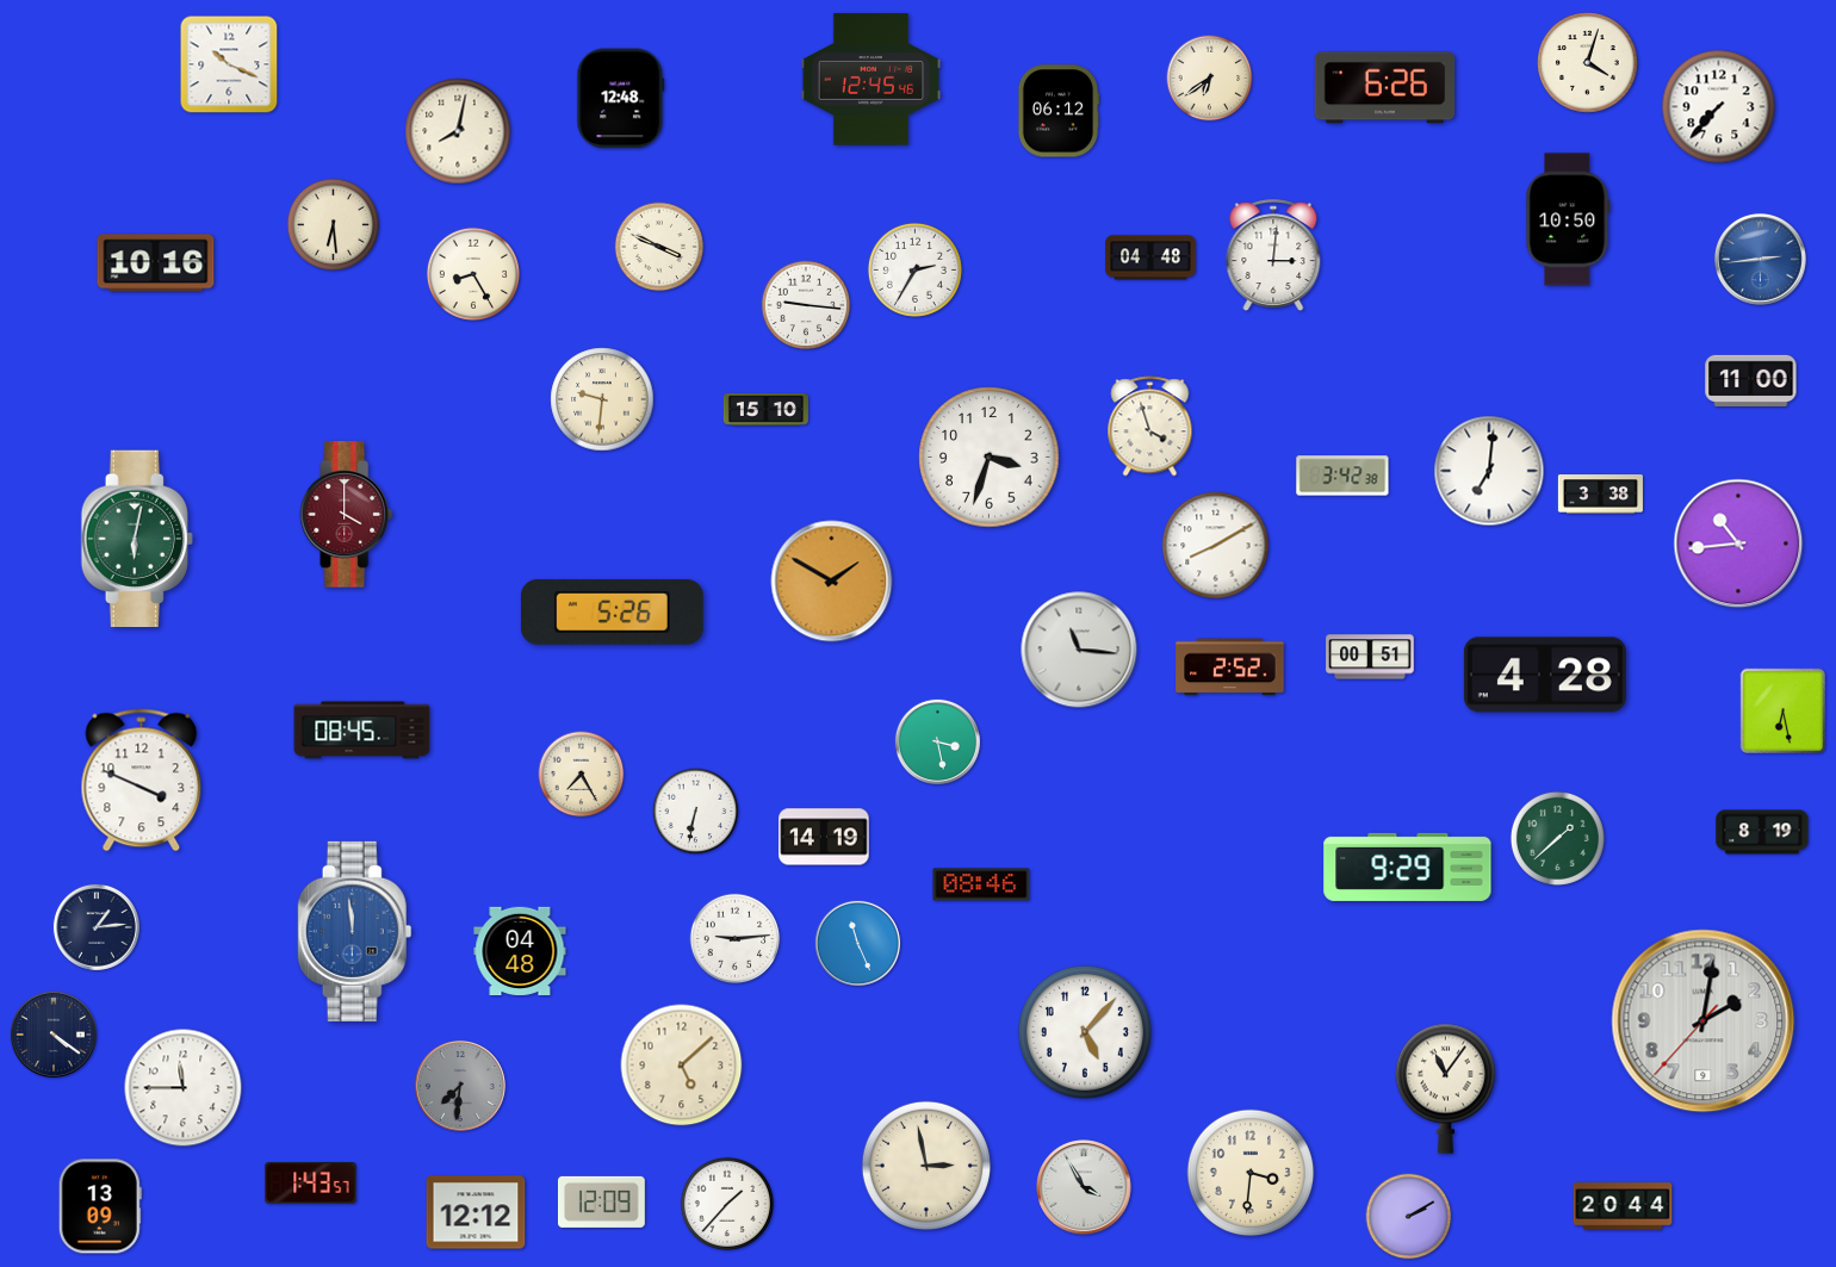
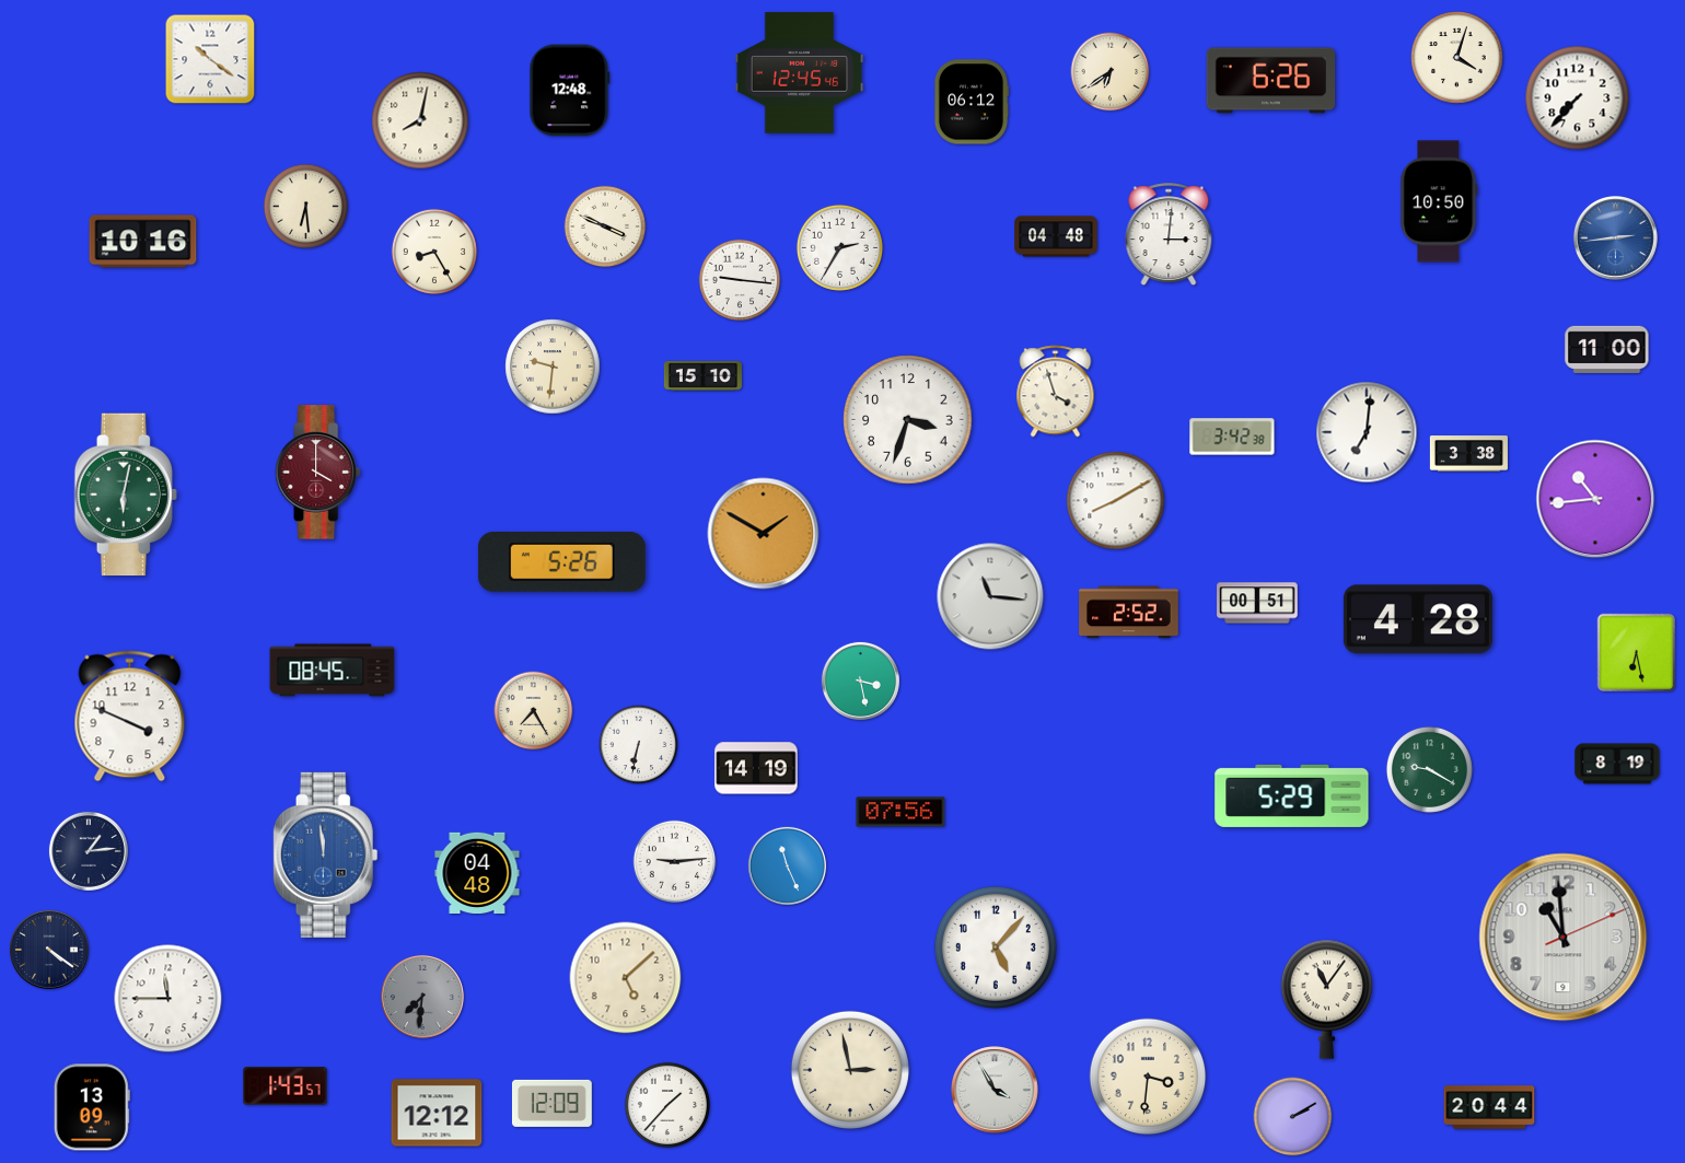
clock at (229, 64): 10:19 -> 10:21
clock at (1557, 838): 1:38 -> 9:20
clock at (1408, 867): 9:29 -> 5:29
clock at (981, 884): 08:46 -> 07:56
clock at (1704, 1021): 2:01 -> 10:59
